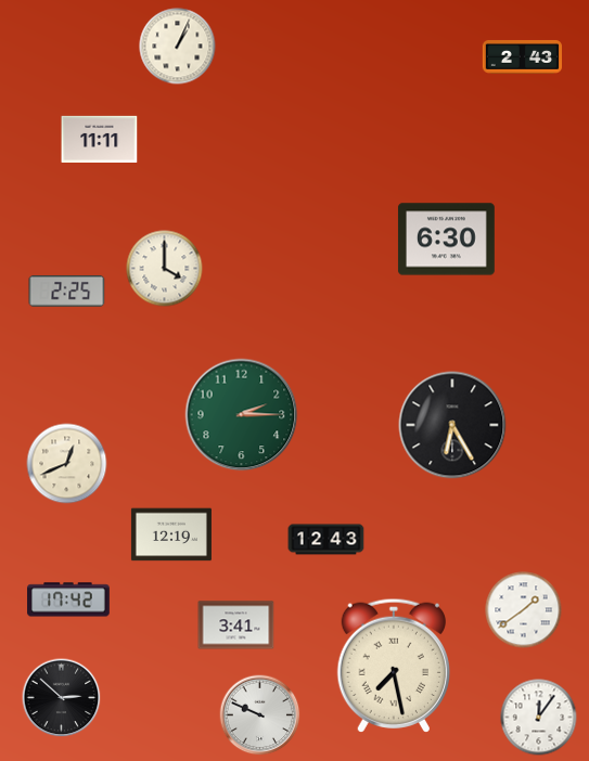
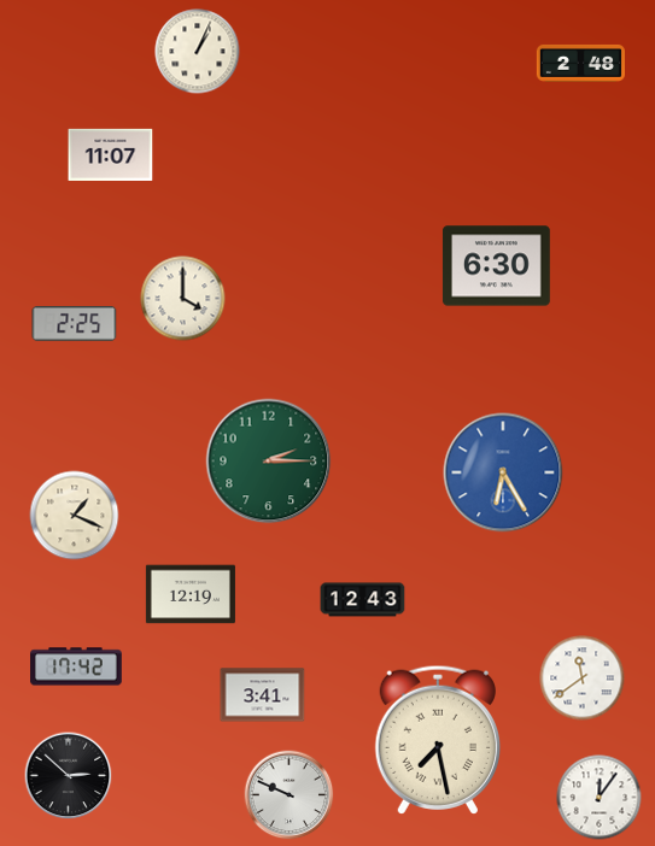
clock at (522, 56): 2:43 -> 2:48
clock at (100, 139): 11:11 -> 11:07
clock at (452, 425) dial: black -> blue
clock at (67, 464): 12:41 -> 1:19
clock at (524, 610): 1:39 -> 11:39
